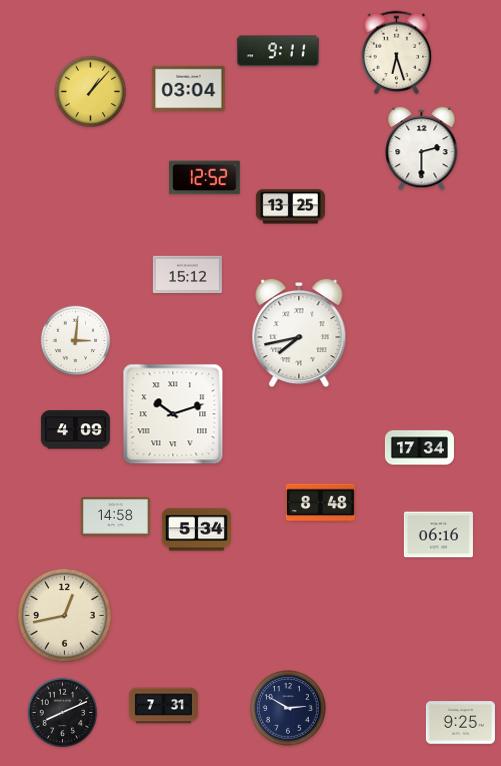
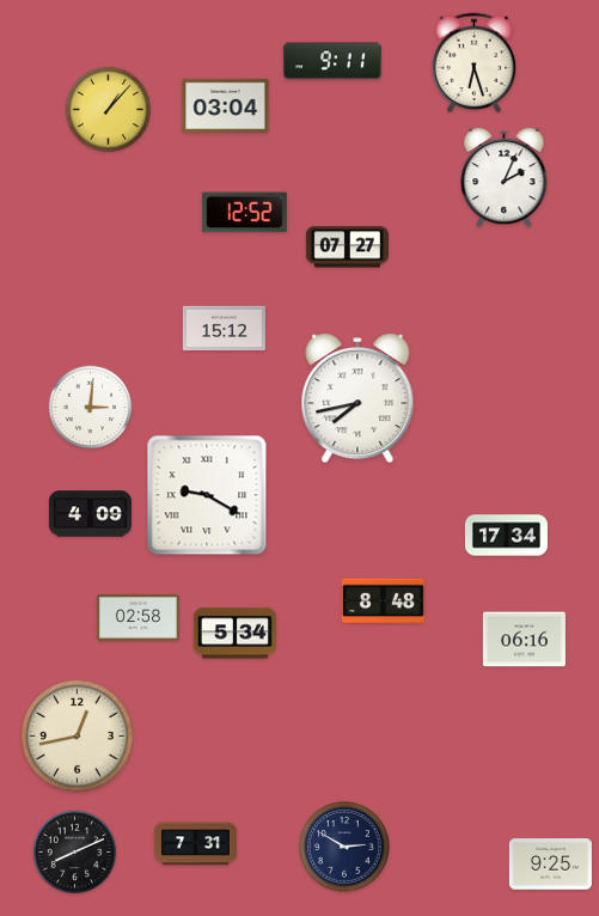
clock at (422, 149): 2:30 -> 2:04
clock at (290, 207): 13:25 -> 07:27
clock at (173, 414): 10:12 -> 9:20
clock at (419, 448) position: (419, 448) -> (506, 536)
clock at (115, 517): 14:58 -> 02:58
